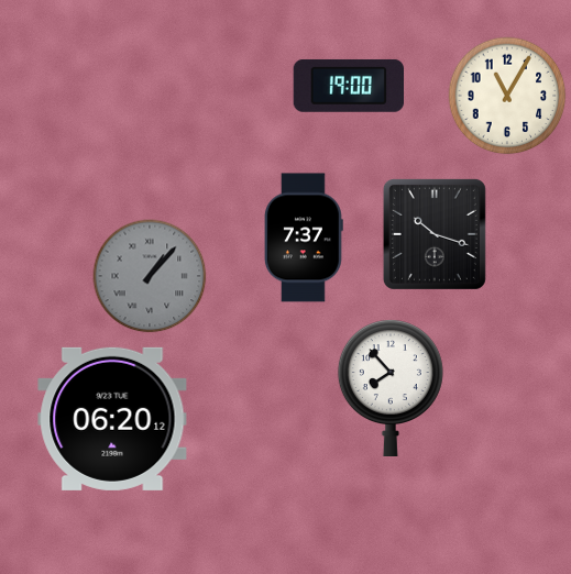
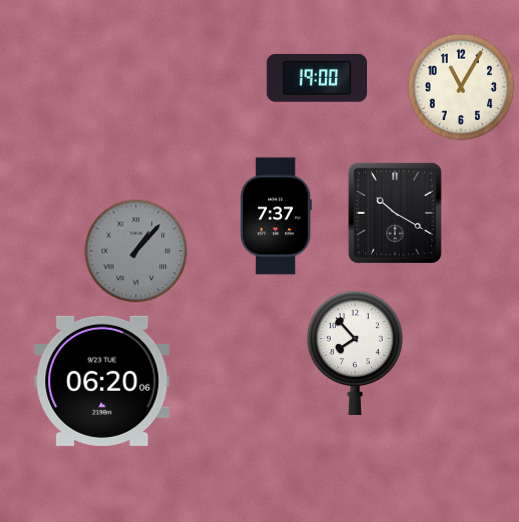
clock at (435, 234): 10:18 -> 10:20
clock at (112, 419): 06:20:12 -> 06:20:06
